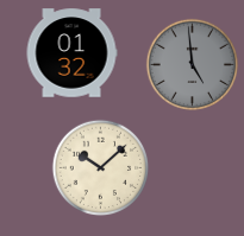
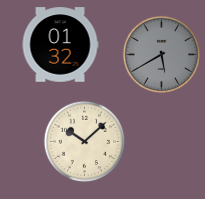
clock at (192, 64): 4:59 -> 5:40
